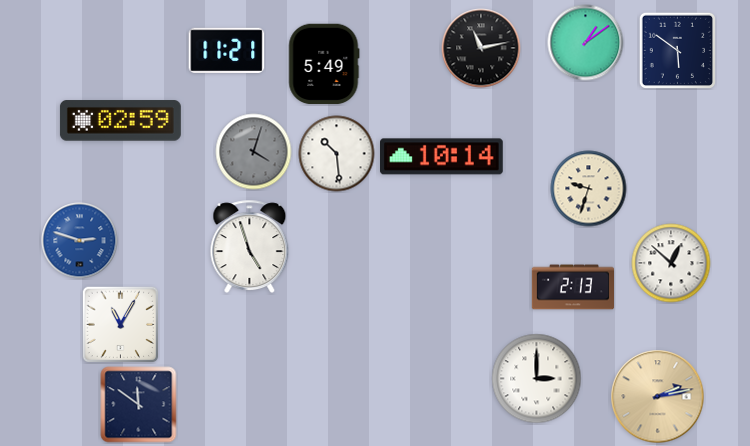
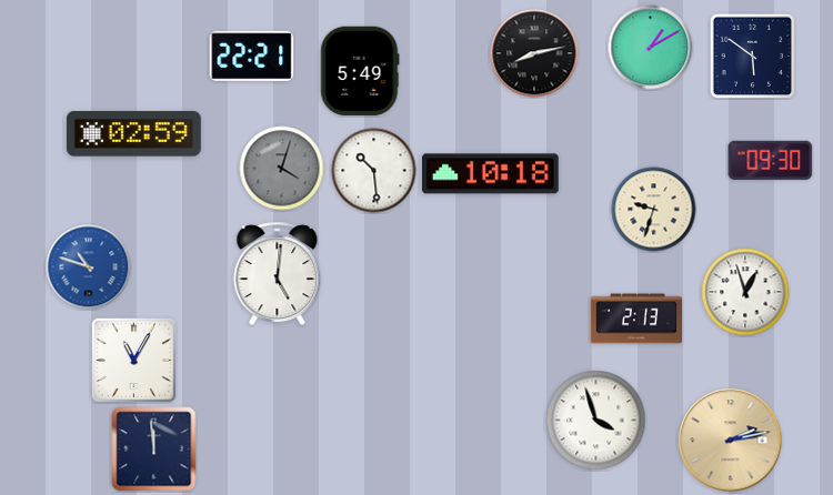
clock at (586, 43): 1:09 -> 1:10
clock at (481, 48): 11:13 -> 8:13
clock at (227, 51): 11:21 -> 22:21
clock at (771, 160): none -> 09:30
clock at (442, 157): 10:14 -> 10:18
clock at (80, 241): 2:48 -> 10:48
clock at (250, 247): 4:57 -> 5:01
clock at (671, 263): 12:52 -> 12:57
clock at (537, 379): 3:00 -> 3:57
clock at (139, 405): 11:51 -> 11:59
